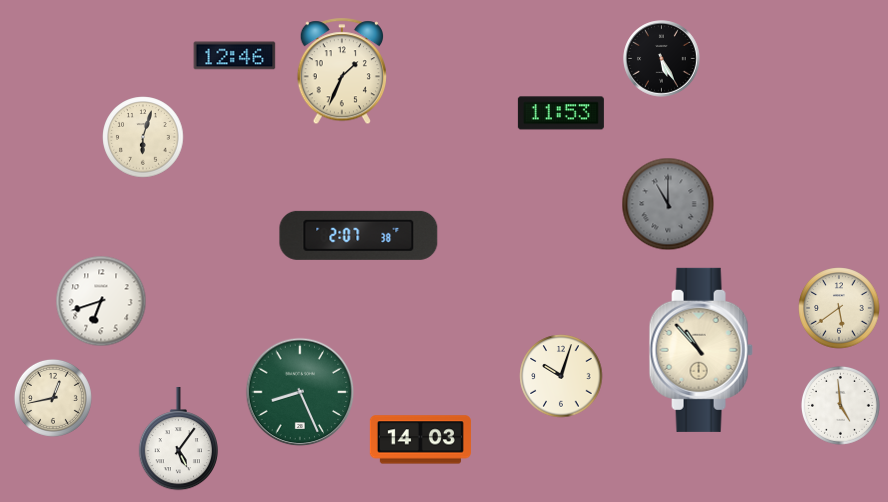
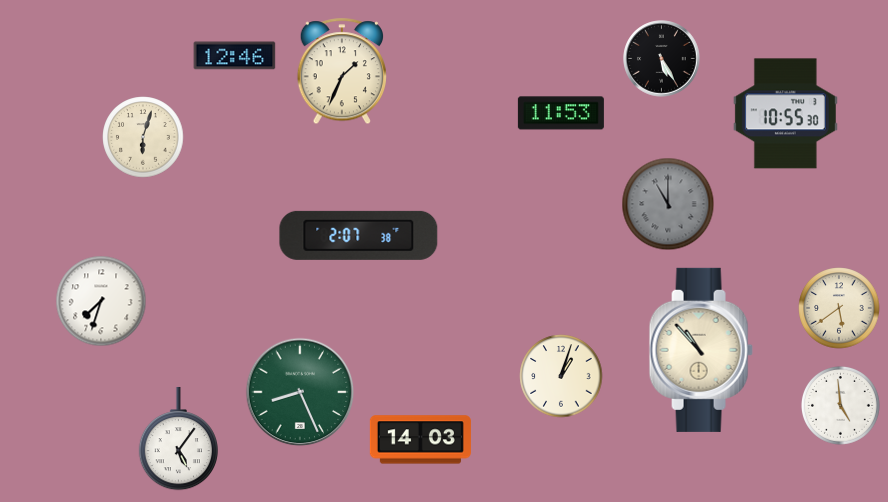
clock at (785, 114): none -> 10:55
clock at (101, 301): 6:42 -> 7:33
clock at (561, 376): 10:03 -> 1:03
clock at (53, 398): 12:43 -> none
